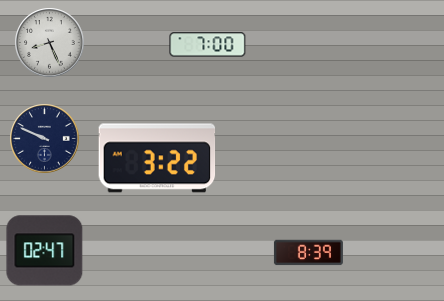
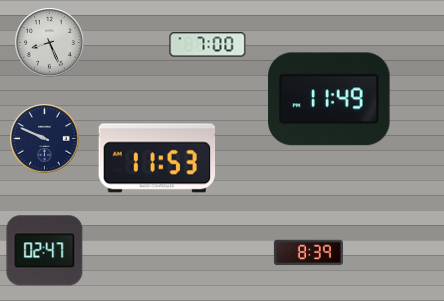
clock at (329, 99): none -> 11:49
clock at (157, 158): 3:22 -> 11:53
